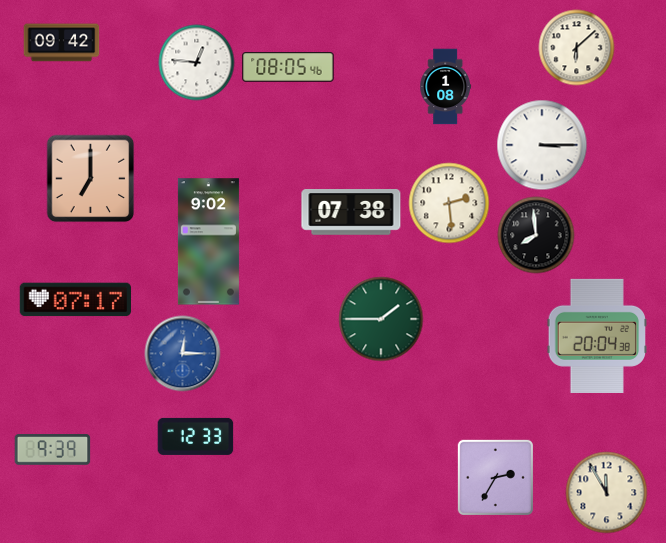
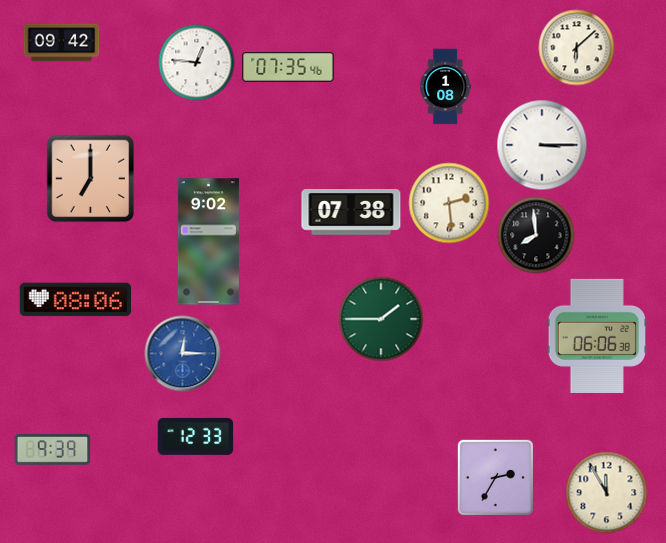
clock at (288, 67): 08:05 -> 07:35
clock at (75, 300): 07:17 -> 08:06
clock at (596, 336): 20:04 -> 06:06
